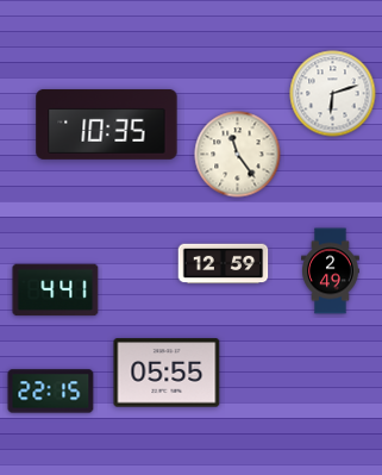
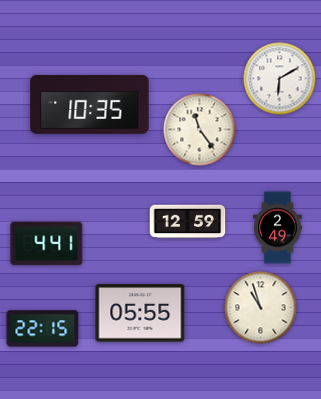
clock at (333, 94): 6:12 -> 6:10
clock at (261, 308): none -> 10:57
